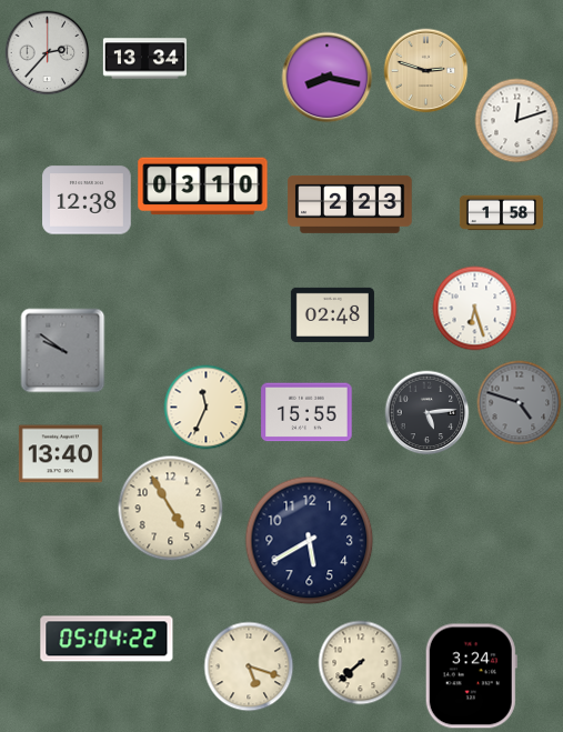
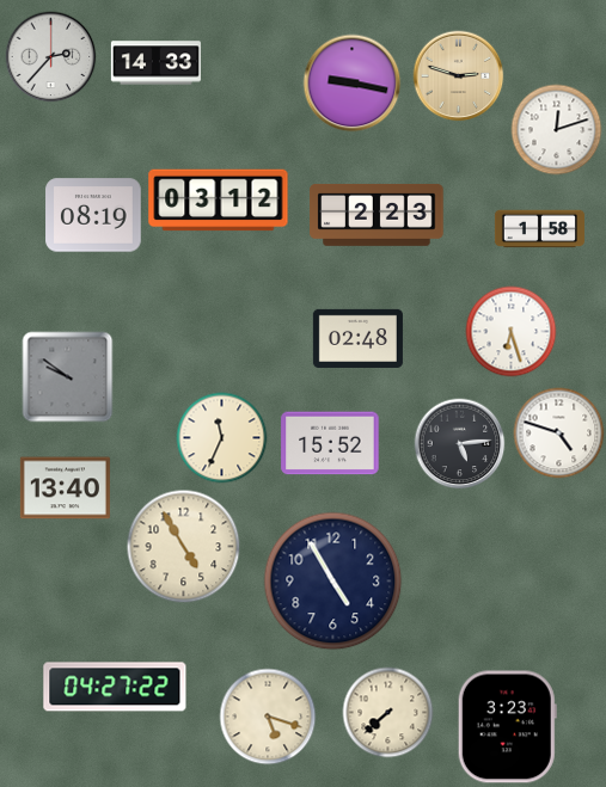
clock at (144, 59): 13:34 -> 14:33
clock at (328, 78): 8:17 -> 9:17
clock at (203, 187): 03:10 -> 03:12
clock at (87, 200): 12:38 -> 08:19
clock at (350, 204) position: (350, 204) -> (377, 215)
clock at (520, 403) dial: grey -> white
clock at (306, 412): 15:55 -> 15:52
clock at (310, 541): 5:40 -> 4:55
clock at (107, 639): 05:04 -> 04:27
clock at (471, 676): 3:24 -> 3:23
